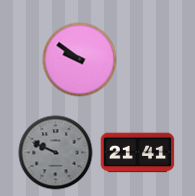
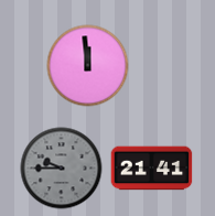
clock at (80, 60): 9:51 -> 11:59
clock at (56, 153): 9:49 -> 9:45
